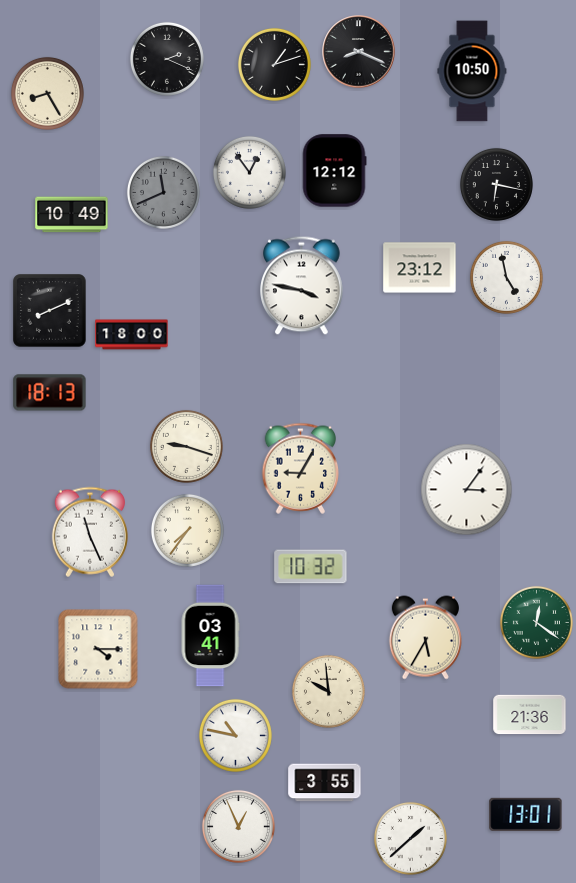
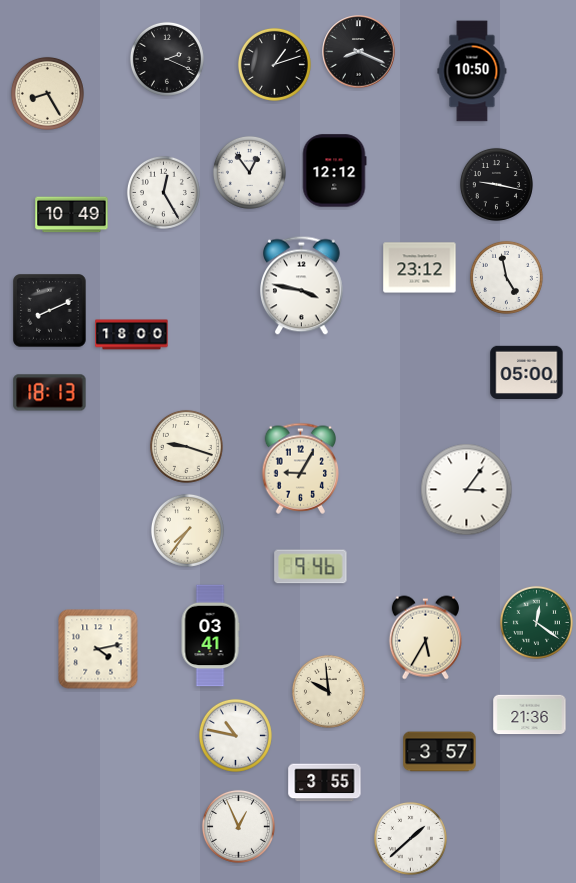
clock at (496, 184): 6:17 -> 9:17
clock at (163, 192): 11:41 -> 12:25
clock at (163, 192) dial: grey -> white
clock at (527, 373): none -> 05:00
clock at (90, 532): 11:26 -> none
clock at (311, 567): 10:32 -> 9:46
clock at (98, 649): 4:15 -> 4:13
clock at (440, 752): none -> 3:57
clock at (526, 814): 13:01 -> none
